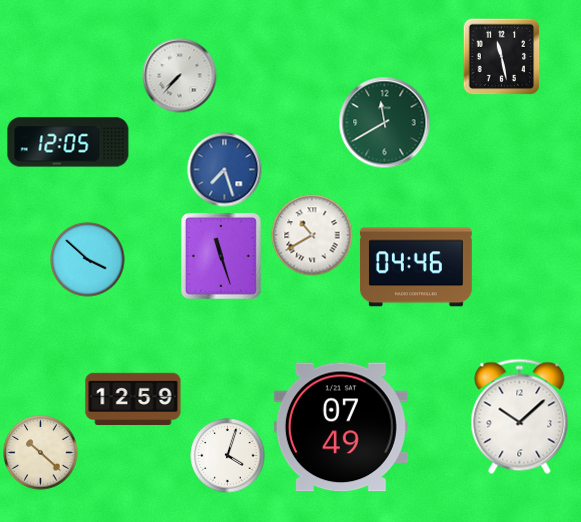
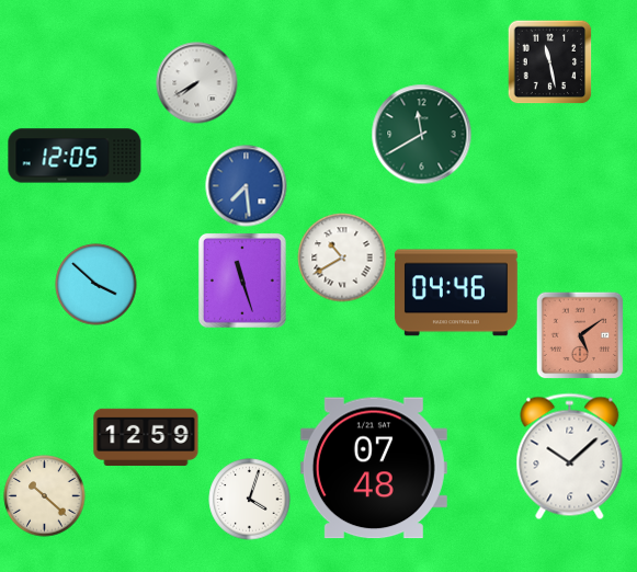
clock at (180, 76): 7:37 -> 7:40
clock at (225, 170): 7:27 -> 7:29
clock at (580, 335): none -> 5:09
clock at (341, 427): 07:49 -> 07:48
